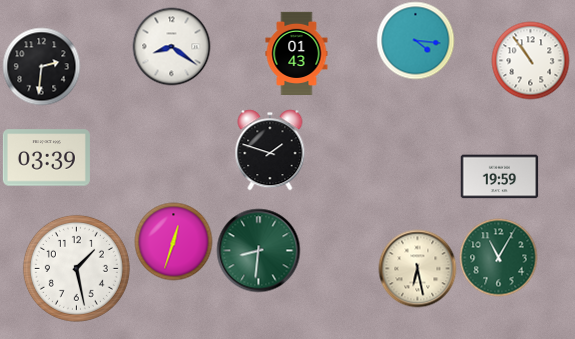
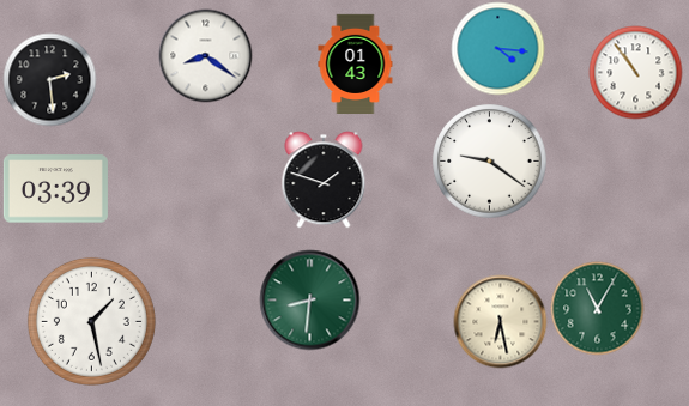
clock at (41, 66): 2:31 -> 2:29
clock at (489, 160): none -> 9:21
clock at (499, 177): 19:59 -> none
clock at (173, 241): 12:33 -> none
